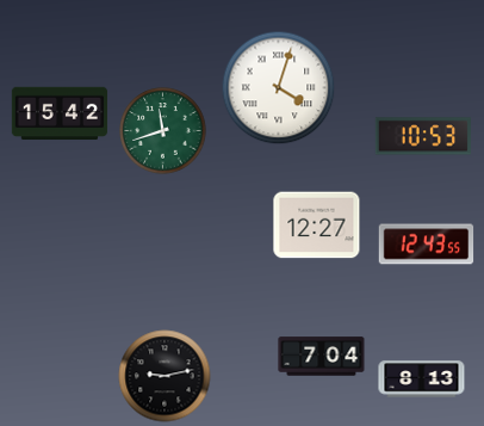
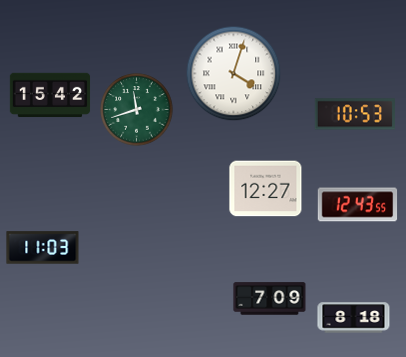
clock at (43, 248): none -> 11:03
clock at (322, 357): 7:04 -> 7:09
clock at (165, 376): 9:13 -> none
clock at (422, 379): 8:13 -> 8:18
